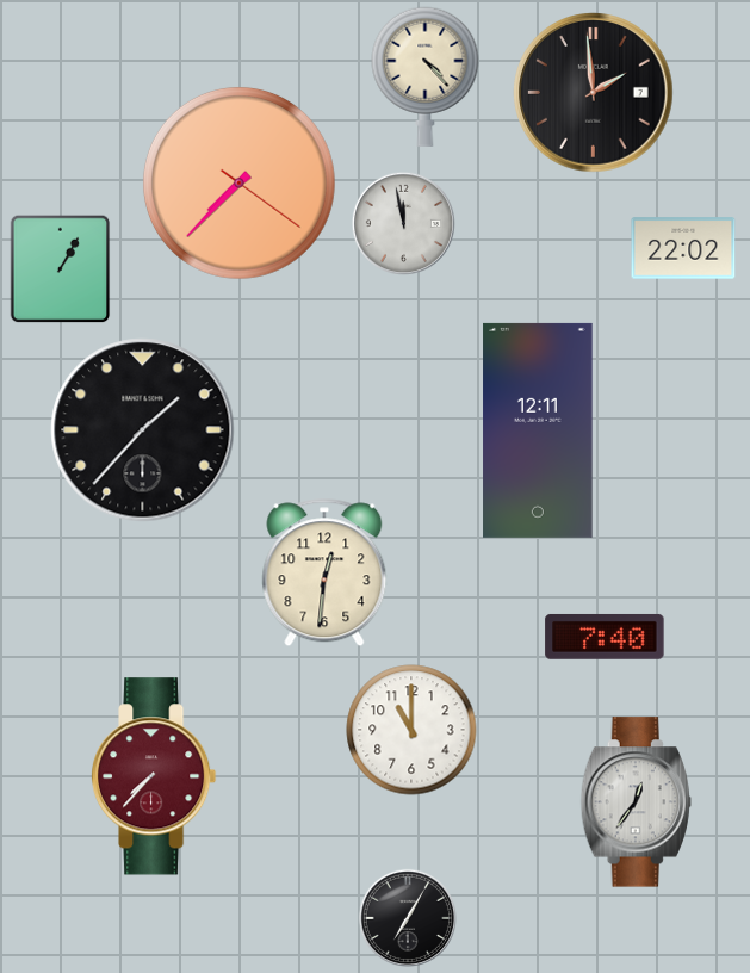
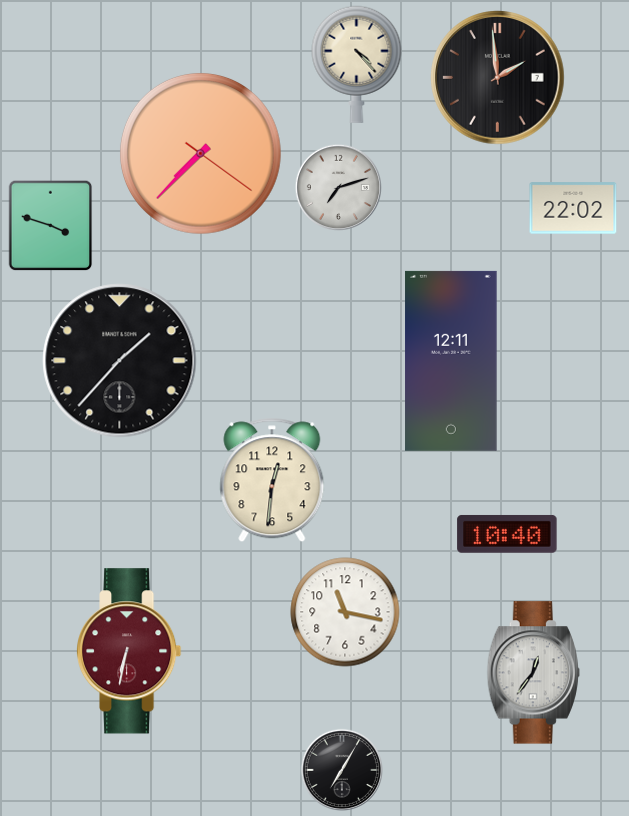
clock at (403, 223): 11:58 -> 7:12
clock at (61, 269): 1:05 -> 3:48
clock at (605, 637): 7:40 -> 10:40
clock at (411, 730): 11:00 -> 11:17
clock at (155, 776): 7:37 -> 6:32
